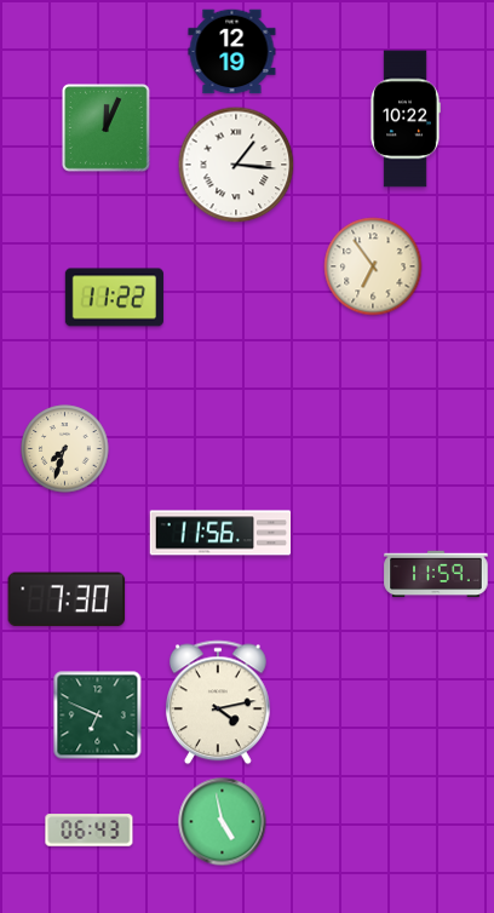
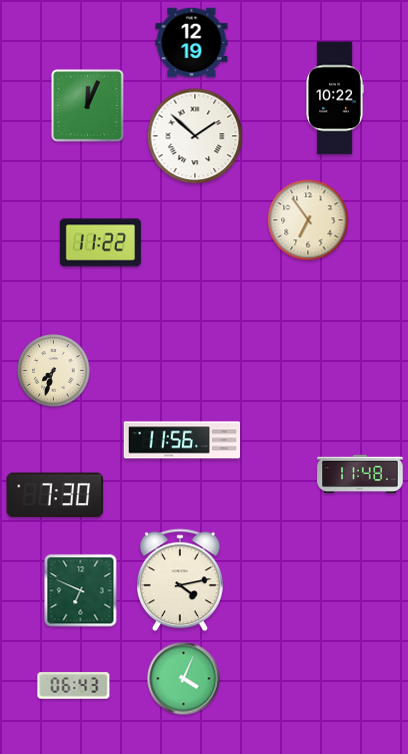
clock at (236, 165): 1:16 -> 1:52
clock at (114, 298) position: (114, 298) -> (100, 243)
clock at (436, 574): 11:59 -> 11:48
clock at (223, 822): 4:58 -> 4:04
